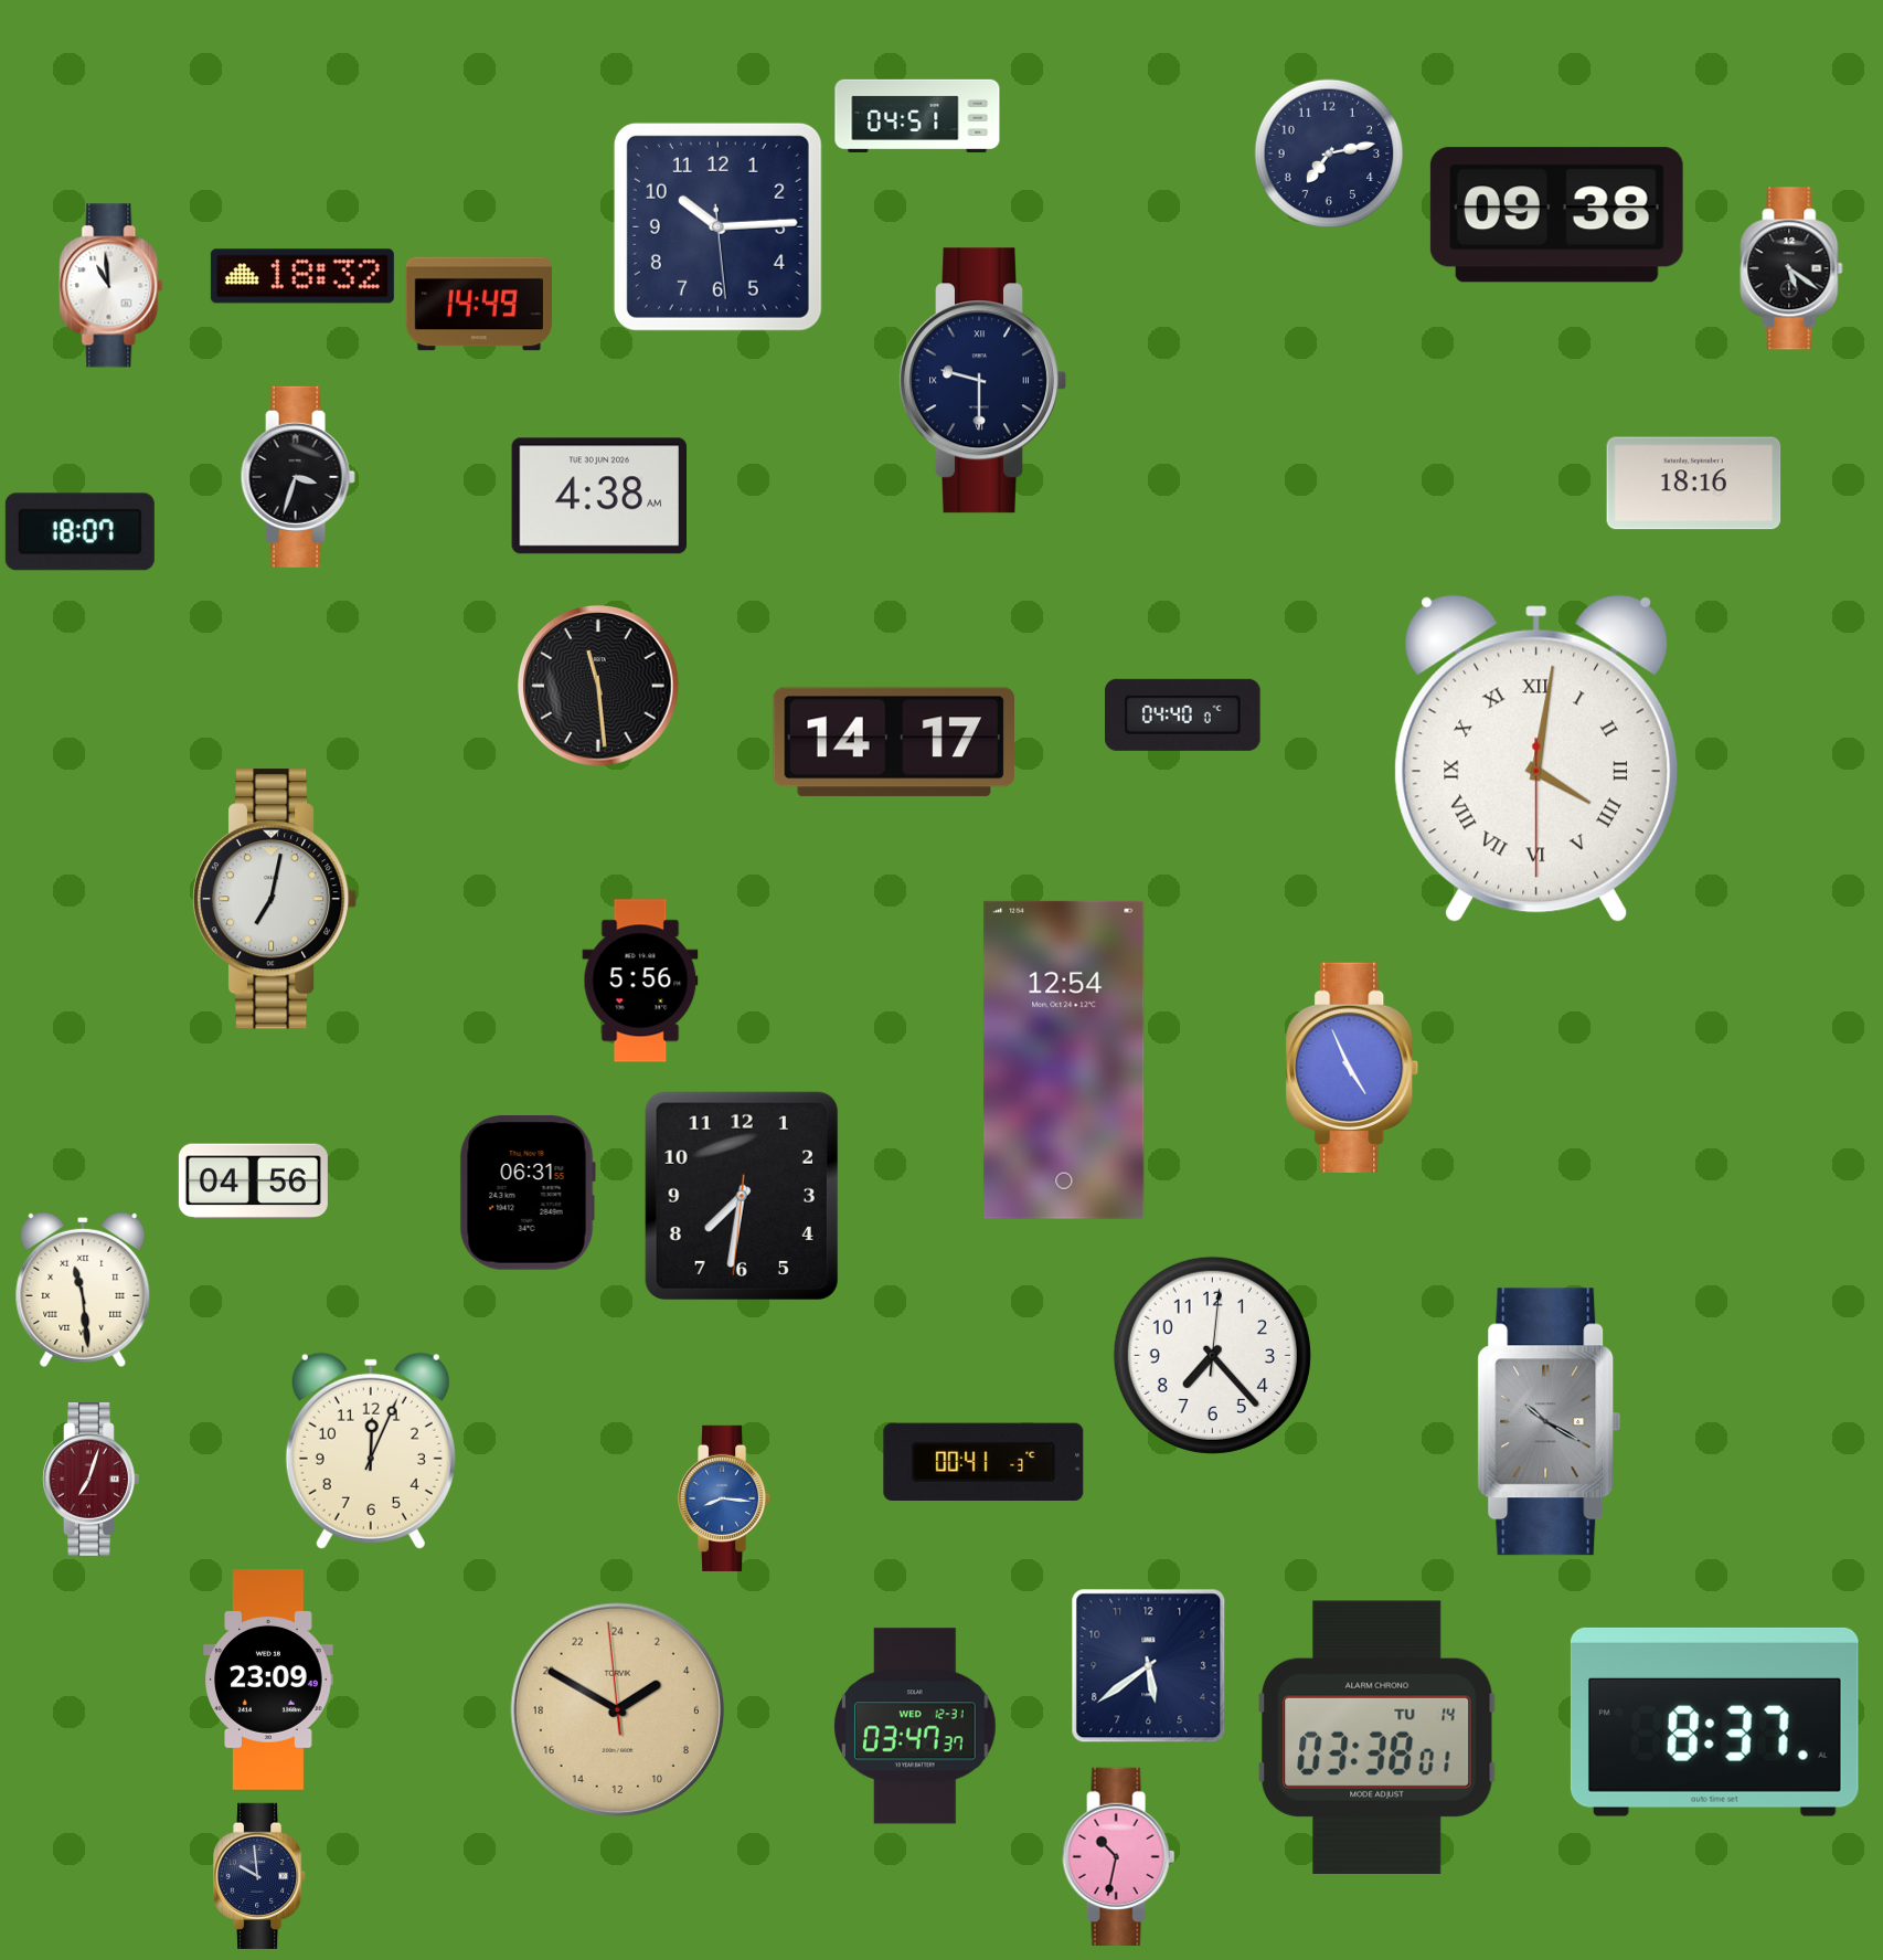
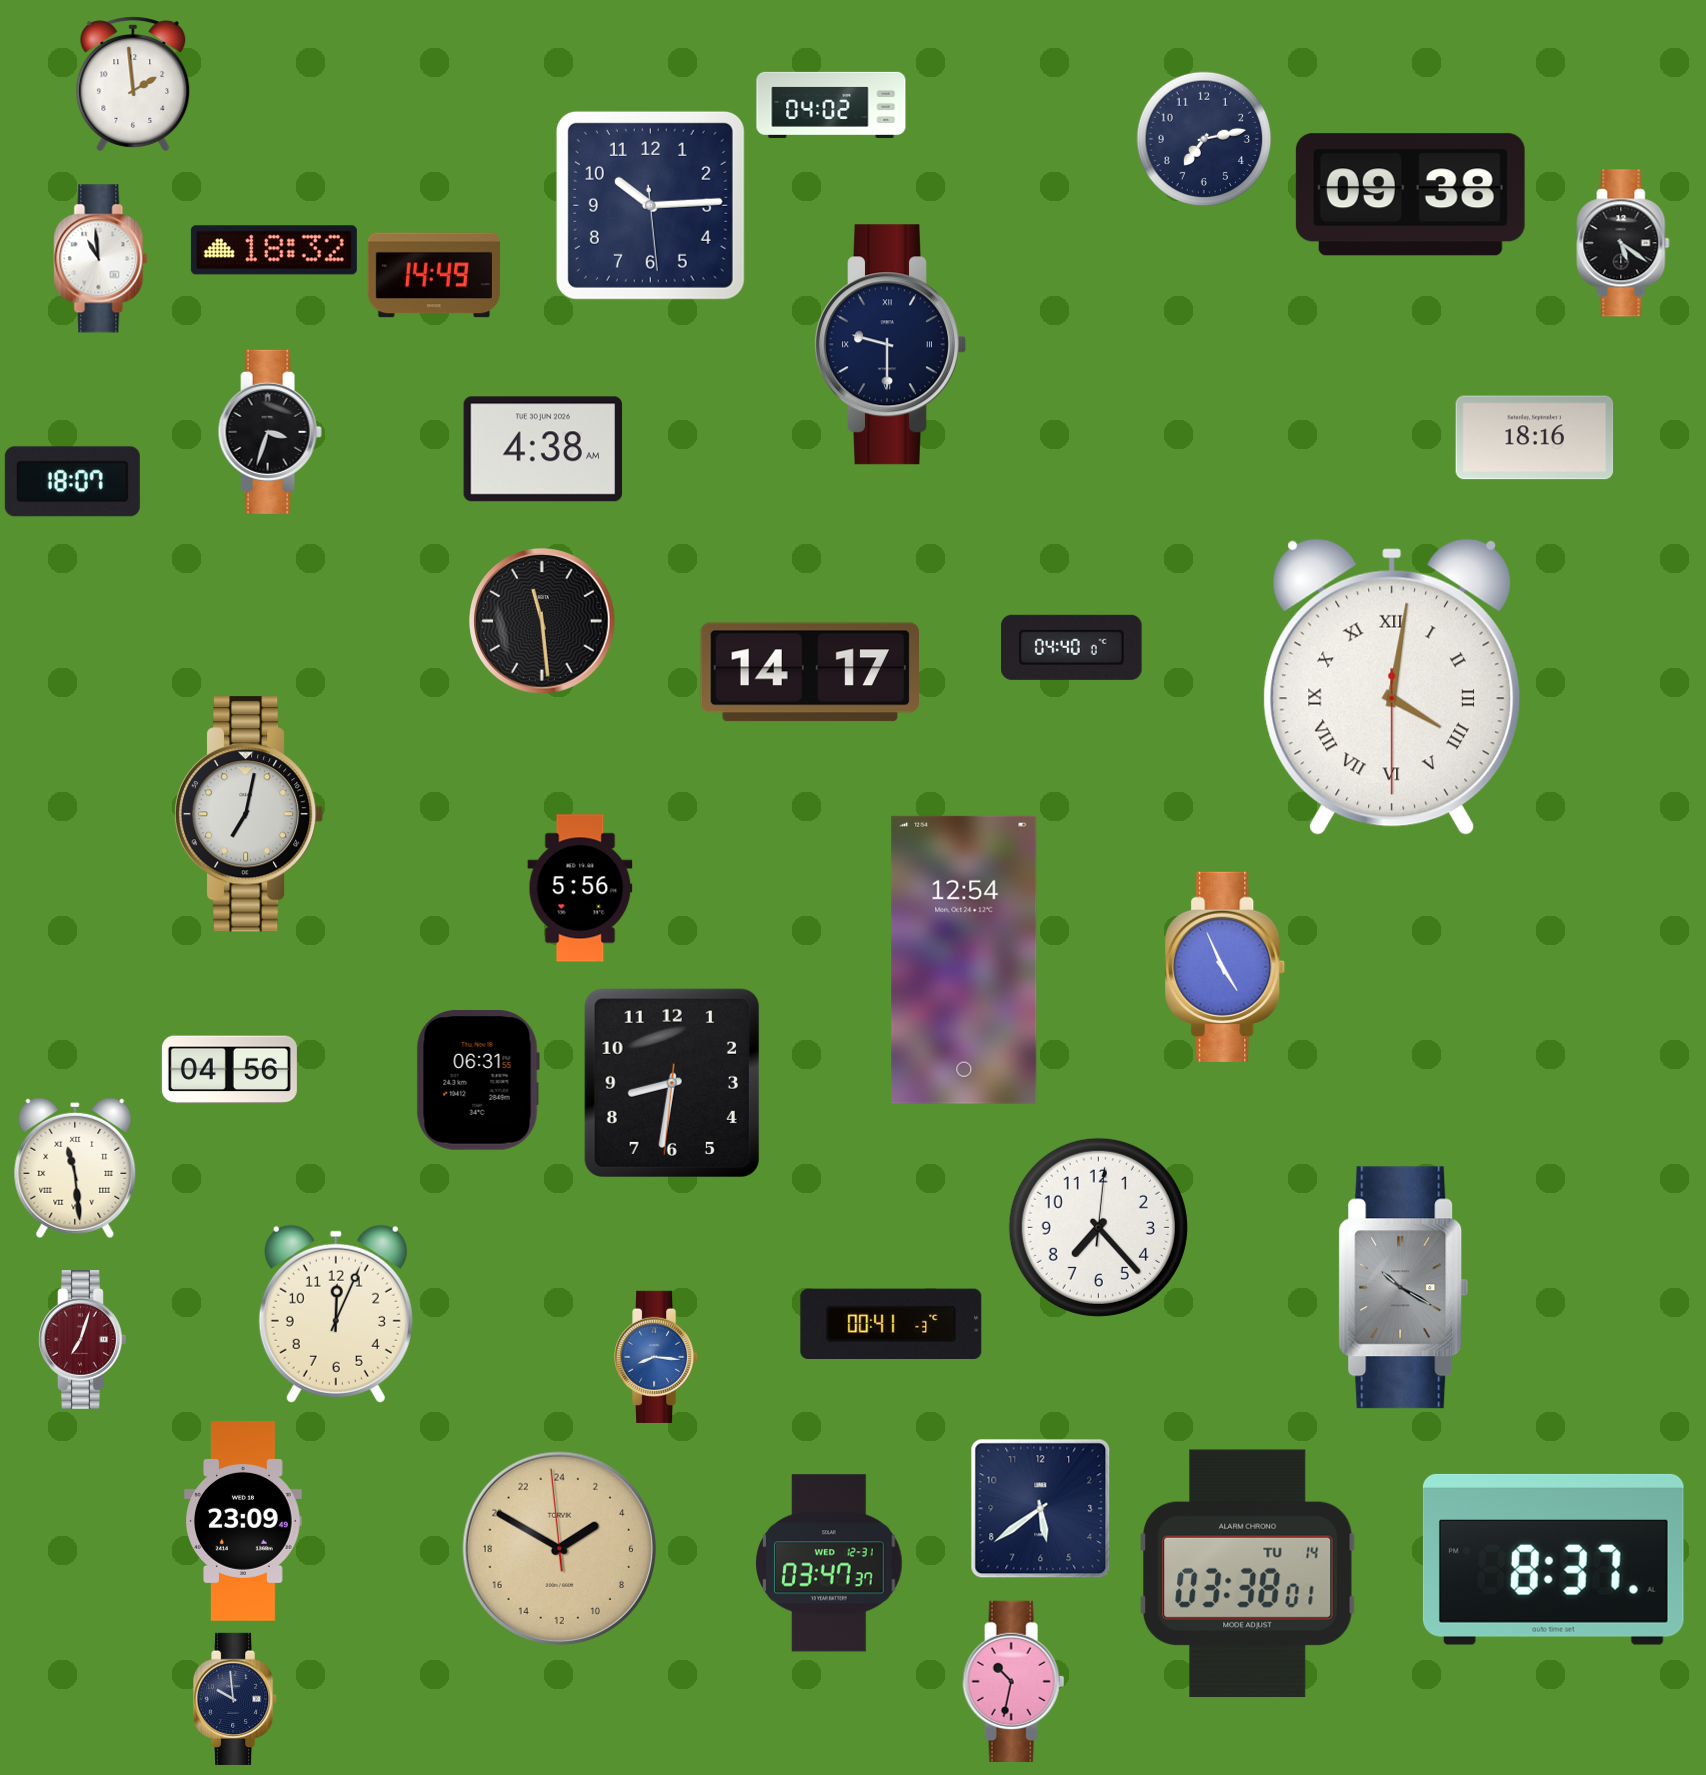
clock at (133, 84): none -> 1:59
clock at (917, 116): 04:51 -> 04:02
clock at (742, 1196): 7:31 -> 8:31
